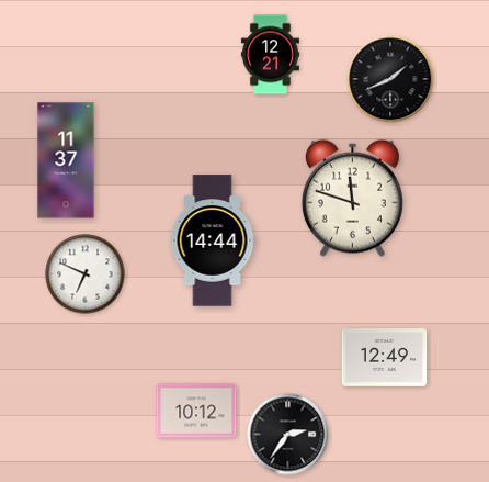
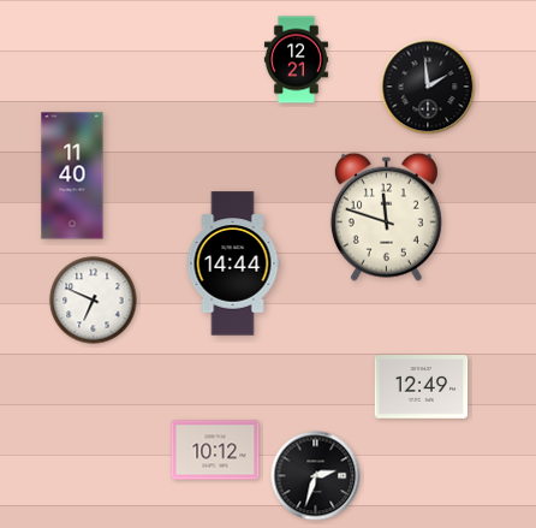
clock at (390, 79): 1:41 -> 1:59
clock at (66, 160): 11:37 -> 11:40
clock at (385, 358) position: (385, 358) -> (422, 387)
clock at (288, 435): 2:36 -> 2:33
